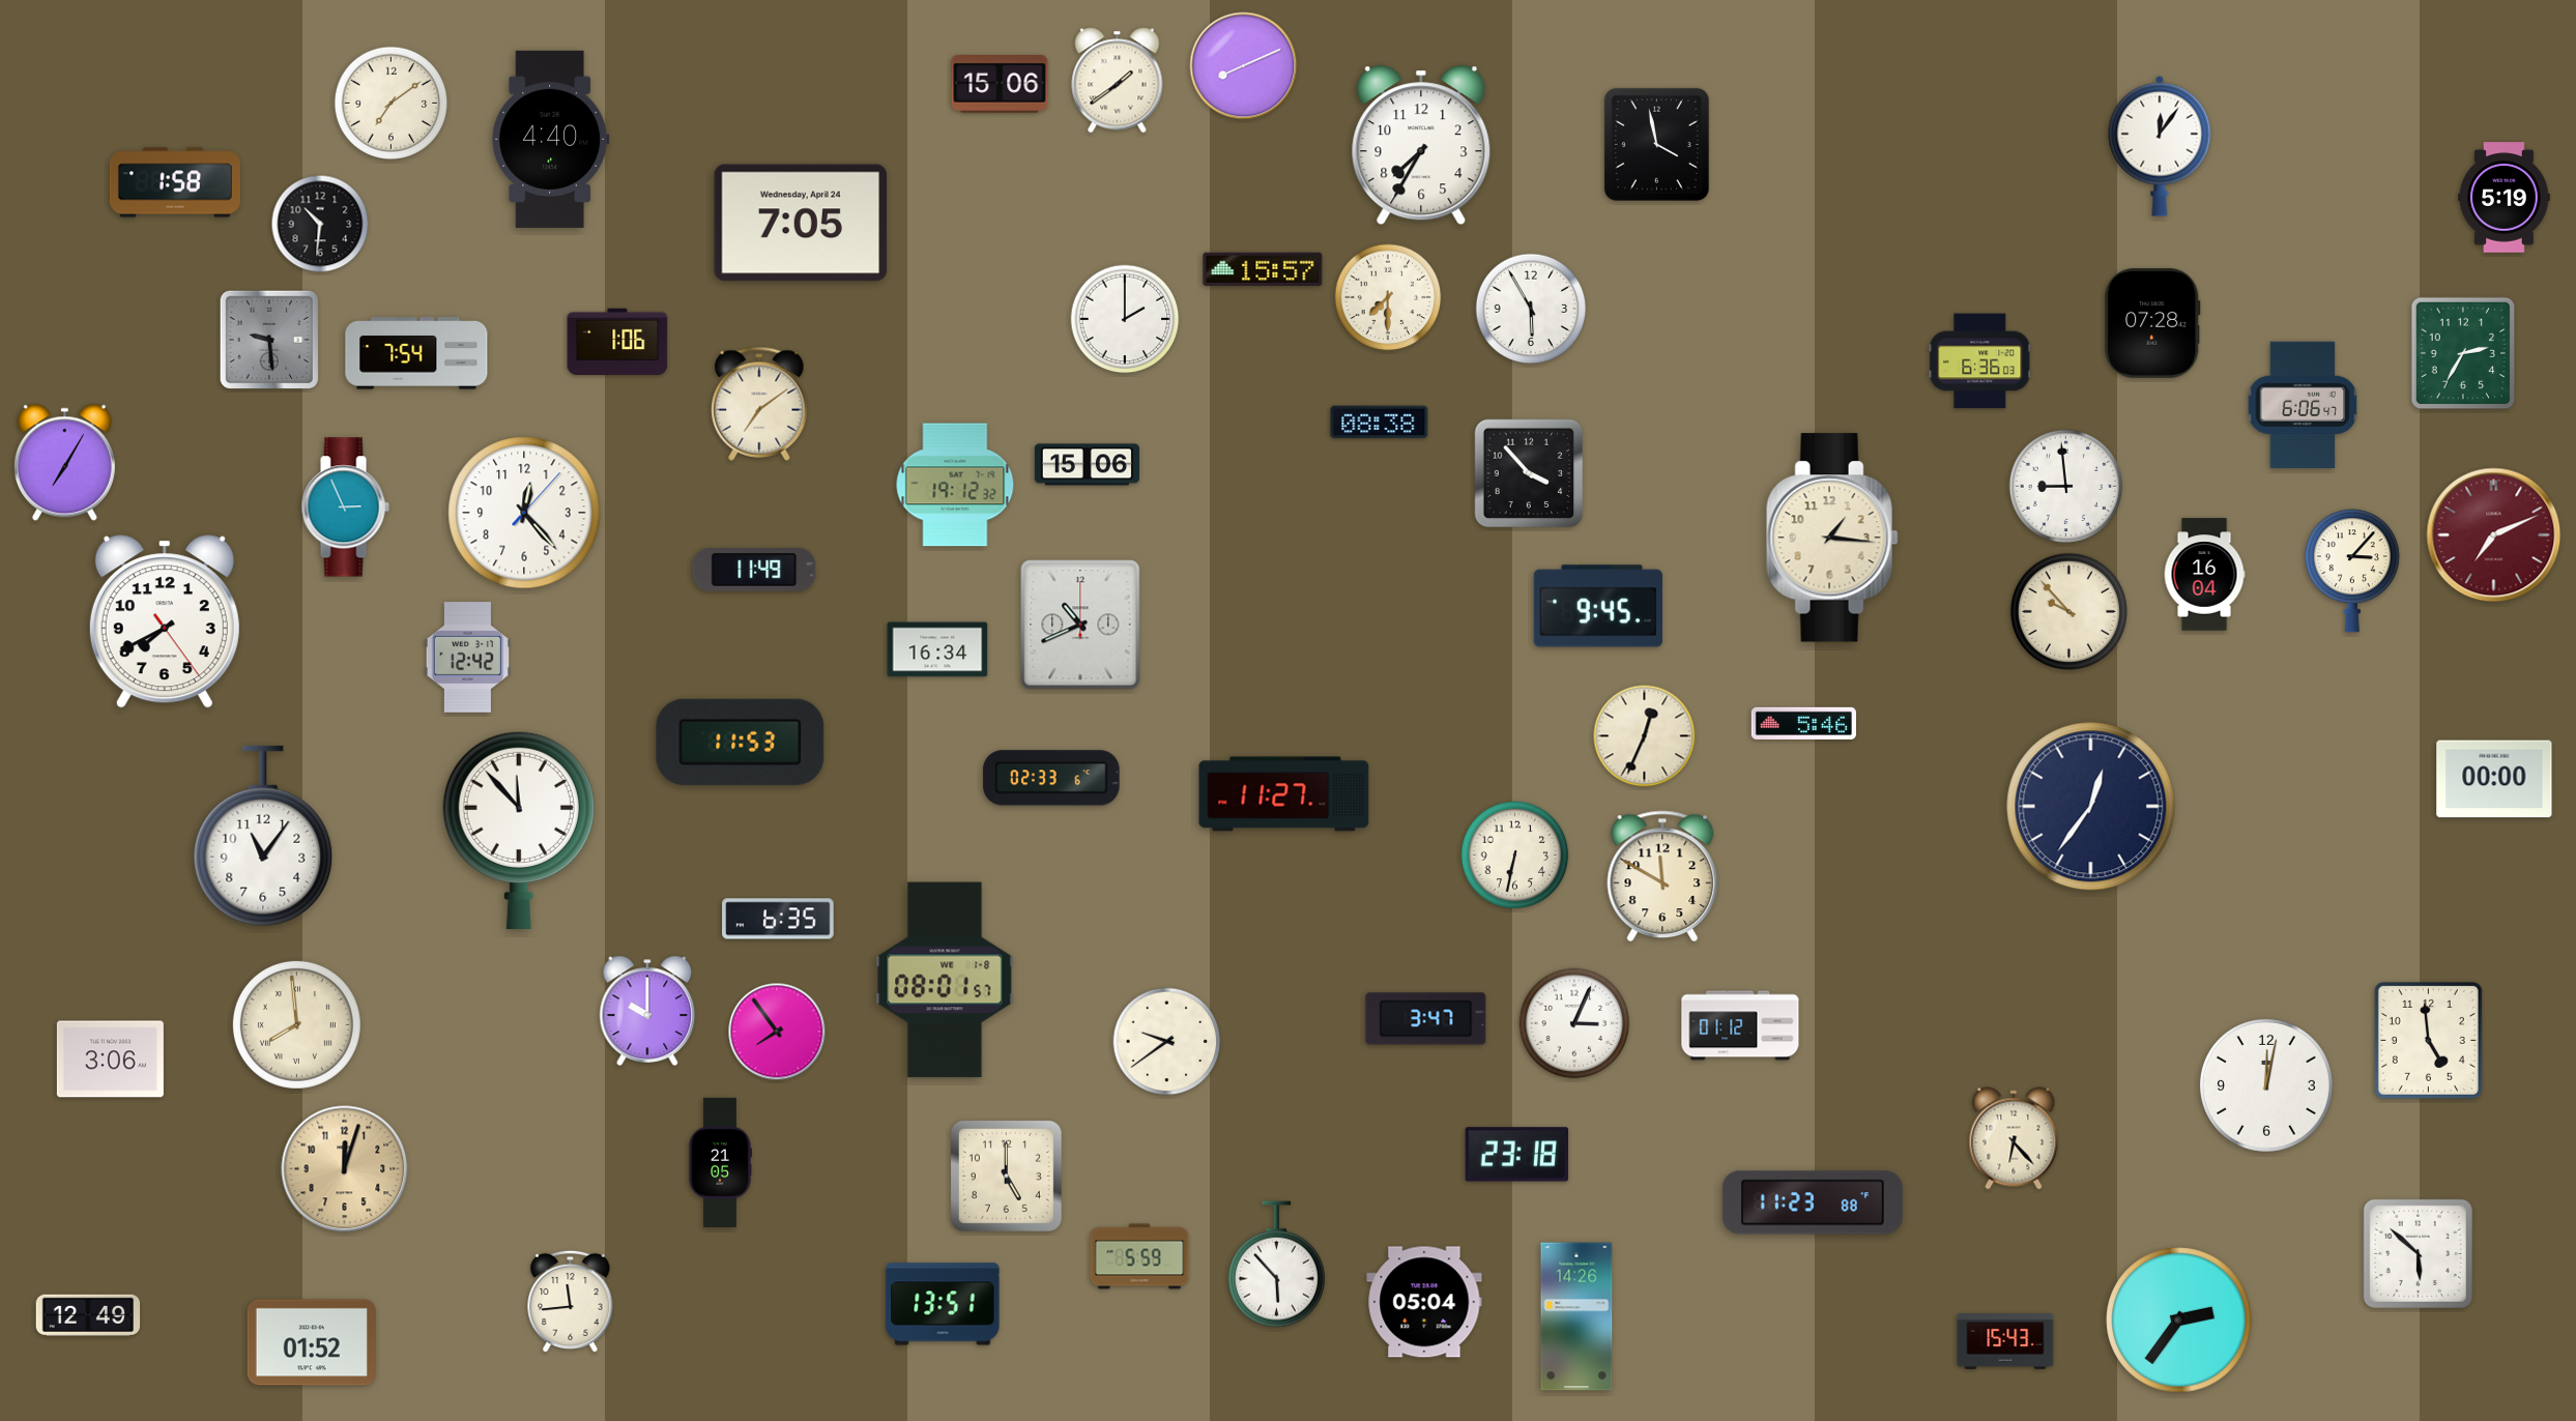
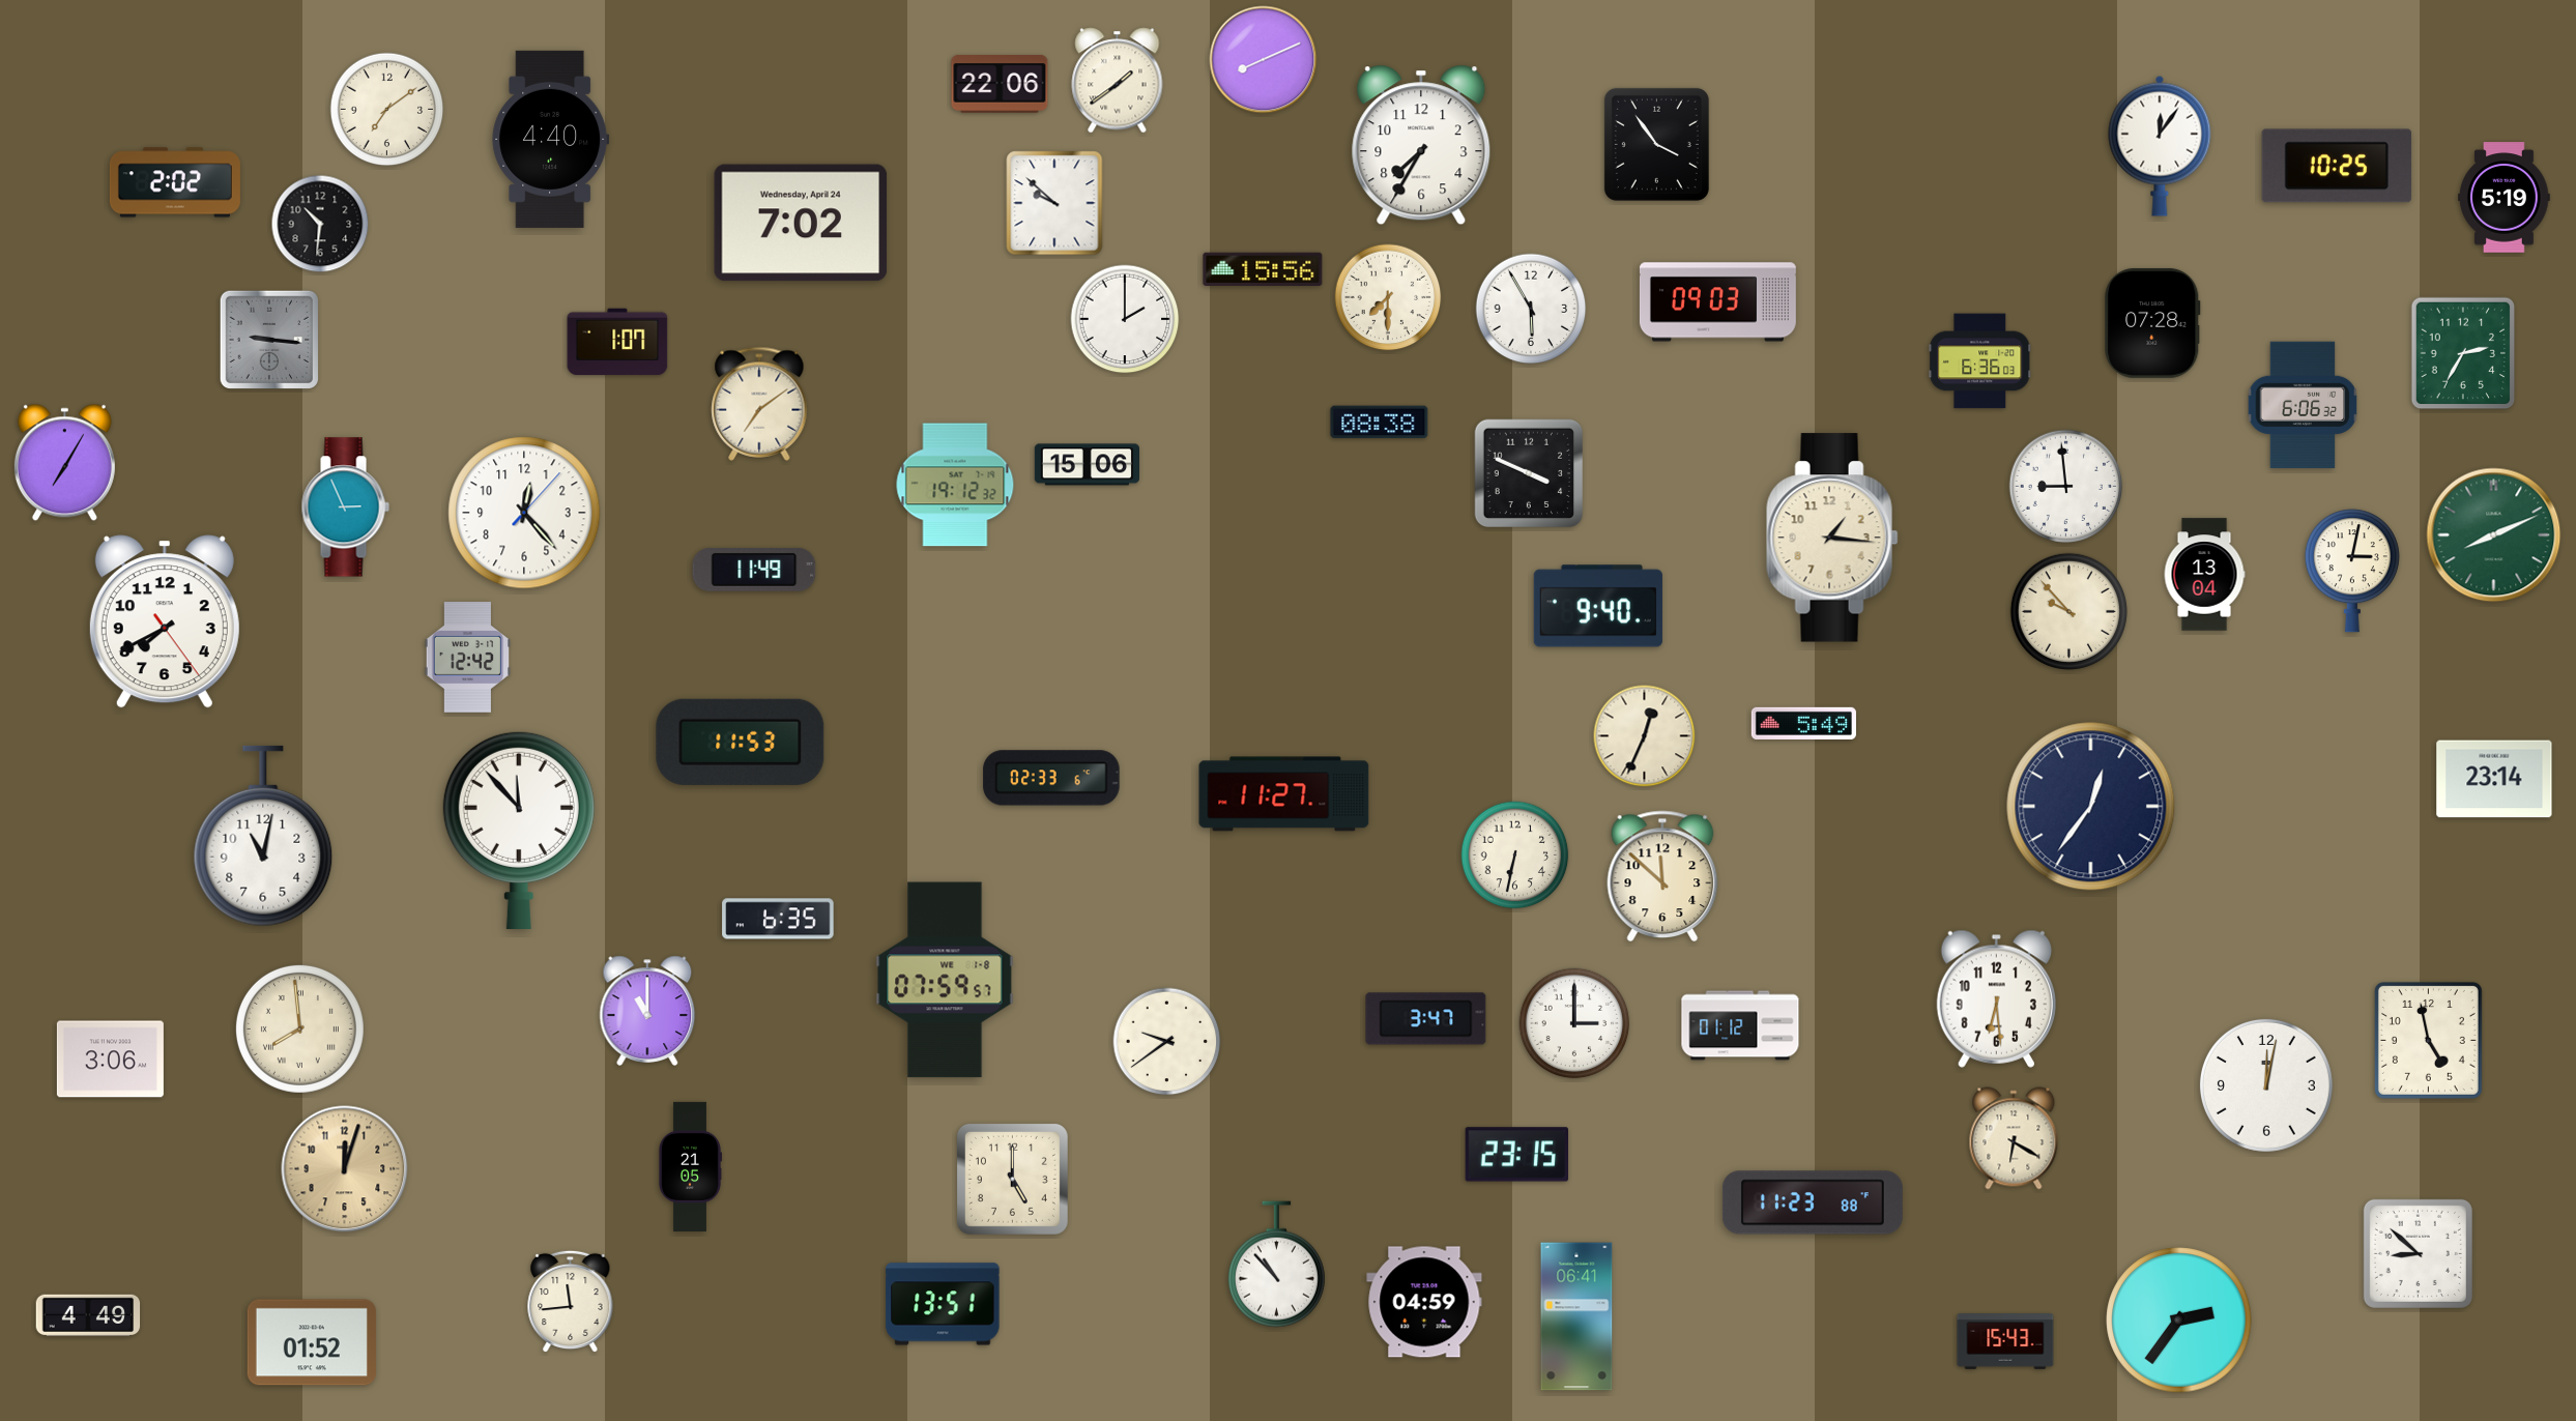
clock at (1244, 66) position: (1244, 66) -> (1264, 60)
clock at (1000, 85): 15:06 -> 22:06
clock at (392, 104) position: (392, 104) -> (387, 110)
clock at (1656, 144): 3:58 -> 3:54
clock at (2337, 166): none -> 10:25
clock at (175, 182): 1:58 -> 2:02
clock at (1054, 203): none -> 9:52
clock at (801, 223): 7:05 -> 7:02
clock at (1263, 269): 15:57 -> 15:56
clock at (1717, 302): none -> 09:03
clock at (268, 339): 9:29 -> 9:16
clock at (617, 342): 1:06 -> 1:07
clock at (416, 353): 7:54 -> none
clock at (2303, 405): 6:06:47 -> 6:06:32
clock at (1529, 473): 3:53 -> 3:49
clock at (2494, 535): 7:11 -> 8:11
clock at (2494, 535) dial: burgundy -> green
clock at (2352, 571): 3:07 -> 3:02
clock at (2204, 575): 16:04 -> 13:04
clock at (1598, 606): 9:45 -> 9:40
clock at (1080, 625): 10:41 -> none
clock at (937, 649): 16:34 -> none
clock at (1803, 723): 5:46 -> 5:49
clock at (2494, 779): 00:00 -> 23:14
clock at (263, 836): 11:06 -> 11:02
clock at (1662, 875): 11:50 -> 11:52
clock at (945, 980): 08:01 -> 07:59
clock at (1996, 998): none -> 6:29
clock at (647, 1011): 10:00 -> 11:00
clock at (1574, 1023): 3:04 -> 3:00
clock at (296, 1024) position: (296, 1024) -> (299, 1028)
clock at (777, 1032): 7:54 -> none
clock at (2428, 1040): 4:59 -> 4:58
clock at (2014, 1138): 6:23 -> 6:20
clock at (1517, 1155): 23:18 -> 23:15
clock at (720, 1162) position: (720, 1162) -> (690, 1166)
clock at (1006, 1176) position: (1006, 1176) -> (1012, 1179)
clock at (2418, 1253): 5:52 -> 8:52
clock at (1139, 1256): 5:59 -> none
clock at (1276, 1265): 5:53 -> 10:53
clock at (1424, 1302): 05:04 -> 04:59
clock at (88, 1314): 12:49 -> 4:49
clock at (1576, 1316): 14:26 -> 06:41
